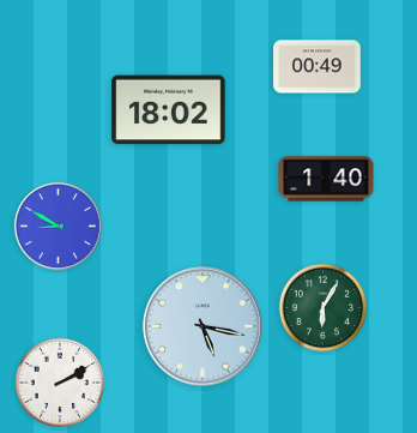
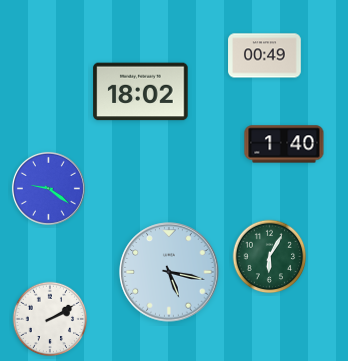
clock at (326, 179) position: (326, 179) -> (284, 144)
clock at (58, 225): 8:50 -> 9:21
